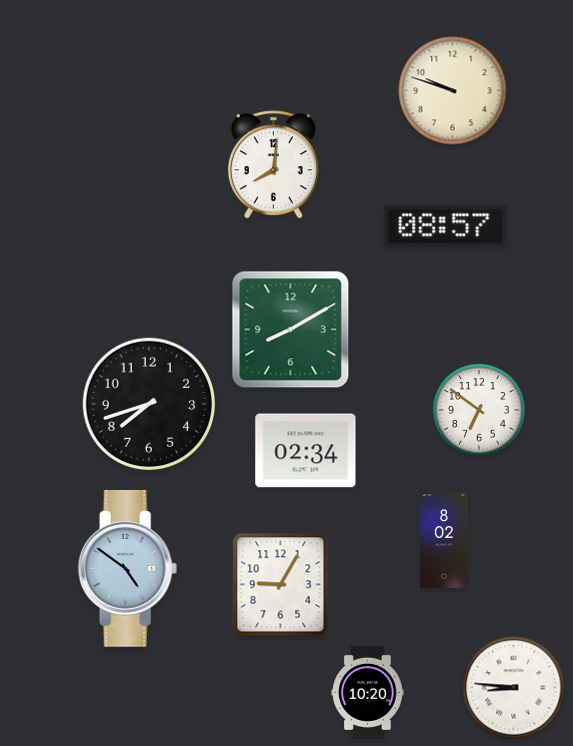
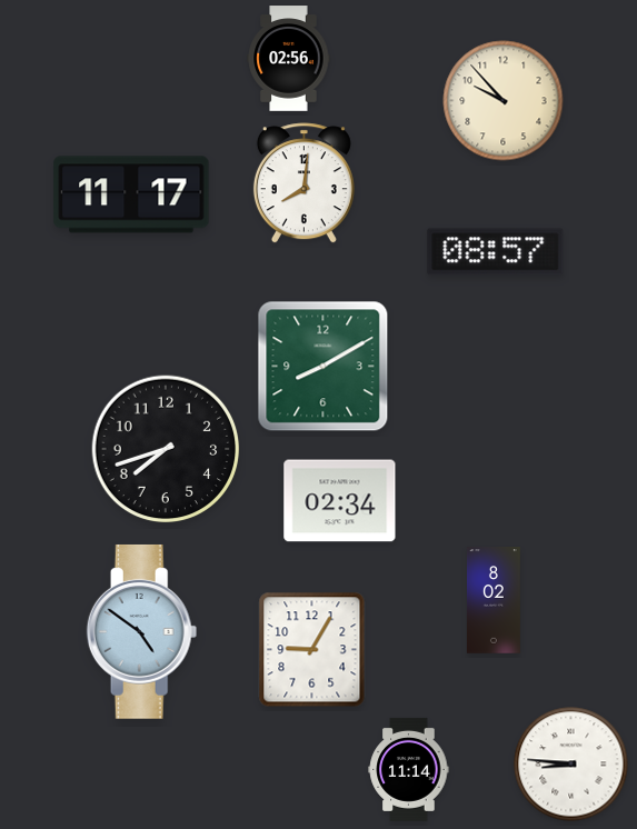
clock at (289, 59): none -> 02:56
clock at (453, 91): 9:48 -> 9:53
clock at (131, 194): none -> 11:17
clock at (480, 411): 6:51 -> none
clock at (368, 692): 10:20 -> 11:14
